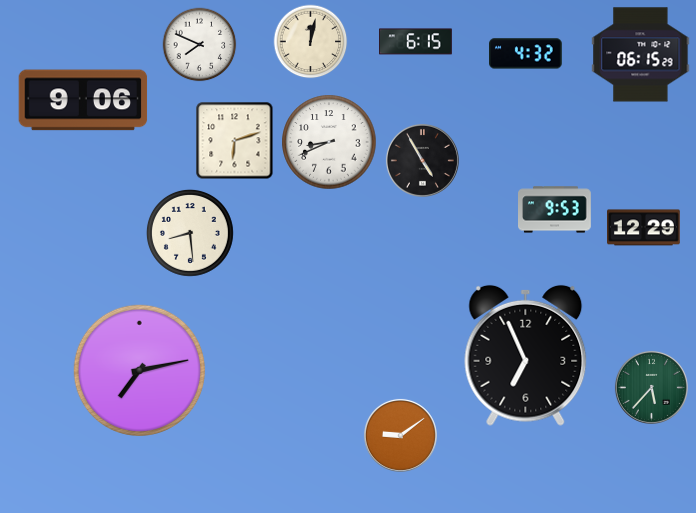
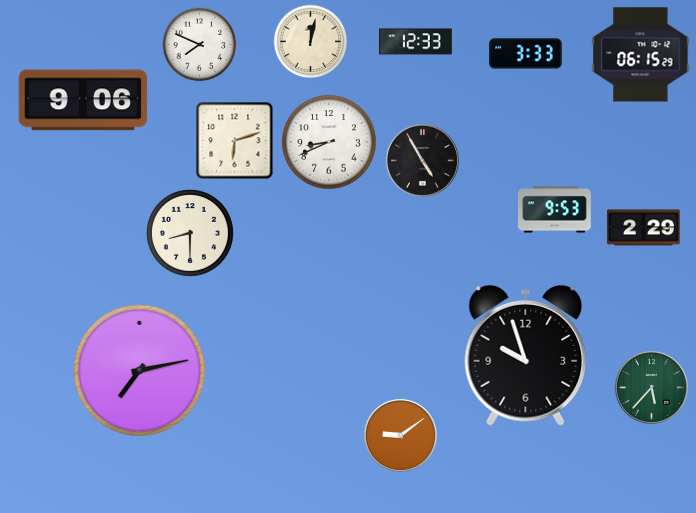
clock at (416, 42): 6:15 -> 12:33
clock at (526, 54): 4:32 -> 3:33
clock at (644, 228): 12:29 -> 2:29
clock at (190, 233): 8:29 -> 8:30
clock at (526, 355): 6:56 -> 9:57
